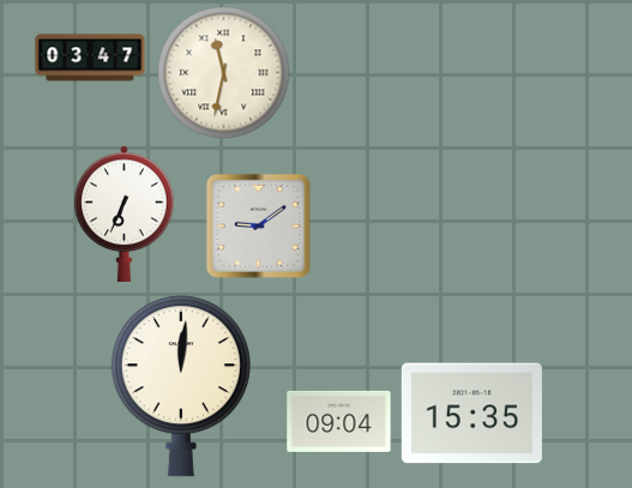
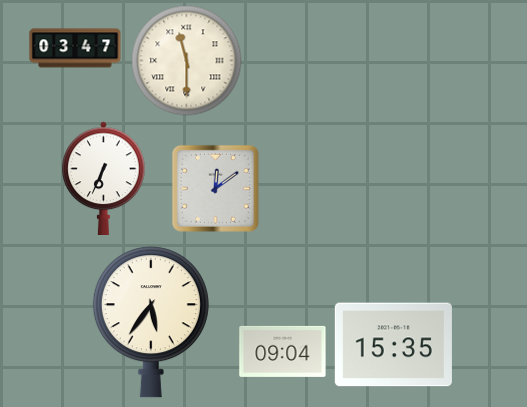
clock at (224, 73): 11:32 -> 11:30
clock at (258, 225): 9:09 -> 12:09
clock at (181, 386): 12:01 -> 5:36
